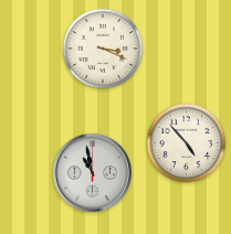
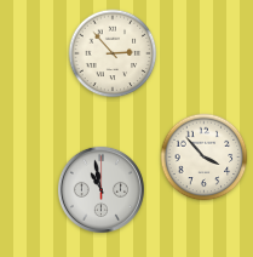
clock at (103, 49): 3:19 -> 2:53
clock at (187, 143): 4:53 -> 3:53
